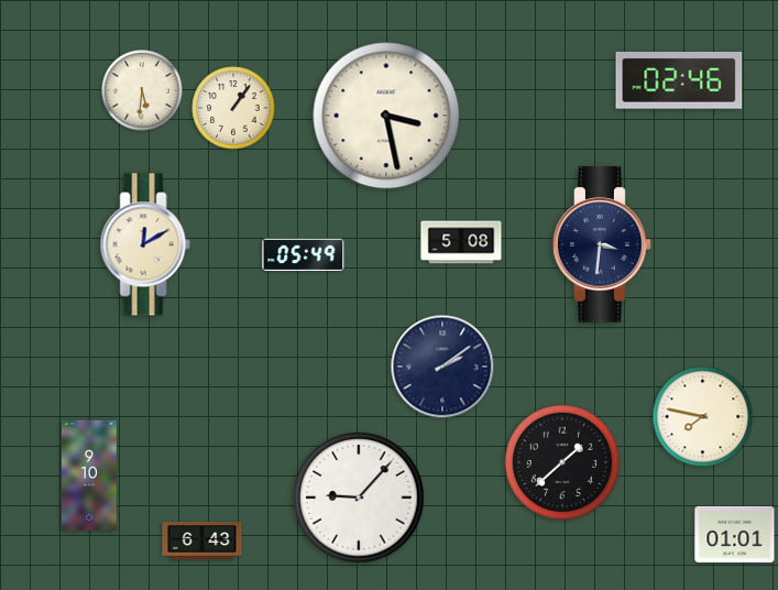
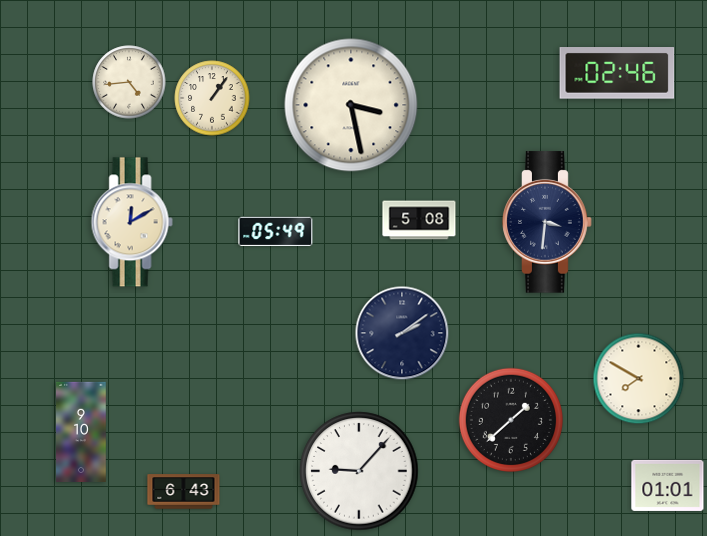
clock at (142, 90): 5:31 -> 4:44
clock at (703, 417): 7:47 -> 7:50
clock at (359, 498) position: (359, 498) -> (359, 471)
